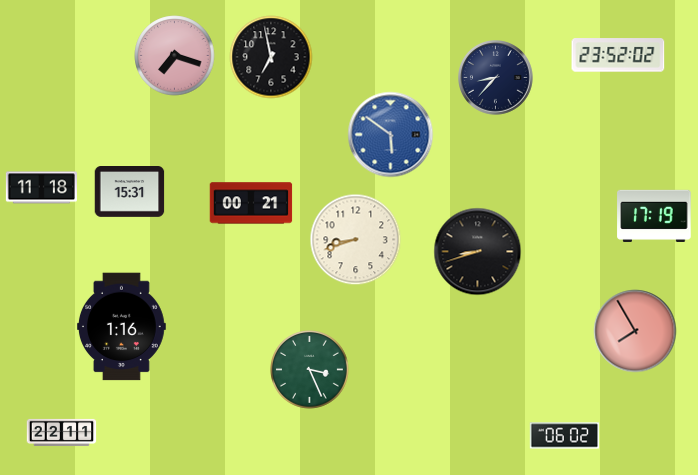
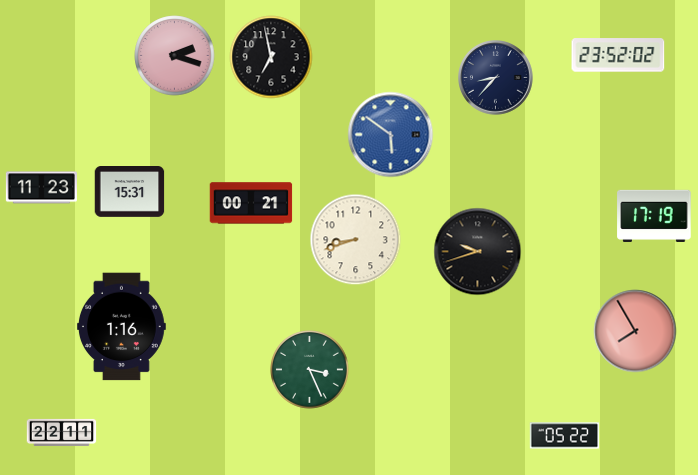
clock at (175, 56): 7:18 -> 2:18
clock at (41, 188): 11:18 -> 11:23
clock at (478, 252): 8:42 -> 9:42
clock at (565, 436): 06:02 -> 05:22
